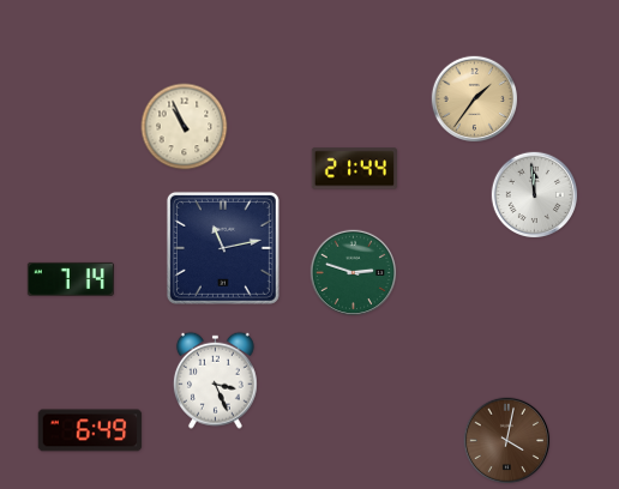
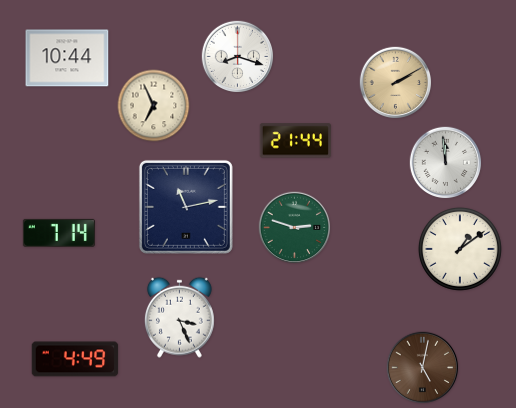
clock at (238, 57): none -> 8:18
clock at (67, 58): none -> 10:44
clock at (475, 99): 1:36 -> 2:10
clock at (185, 127): 10:56 -> 6:56
clock at (460, 249): none -> 1:09
clock at (90, 430): 6:49 -> 4:49
clock at (507, 441): 4:02 -> 5:02
